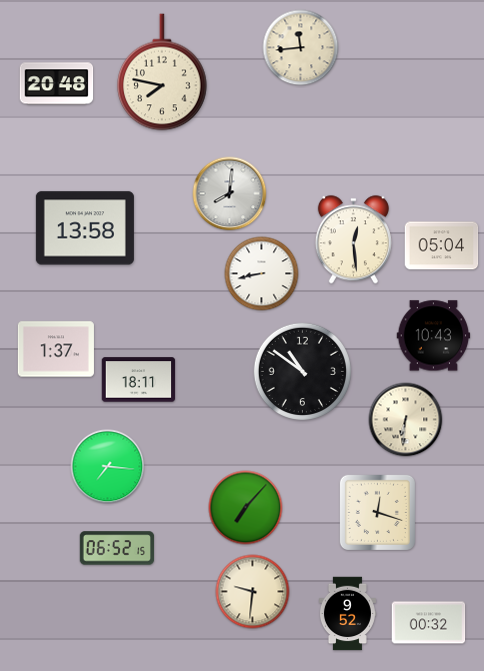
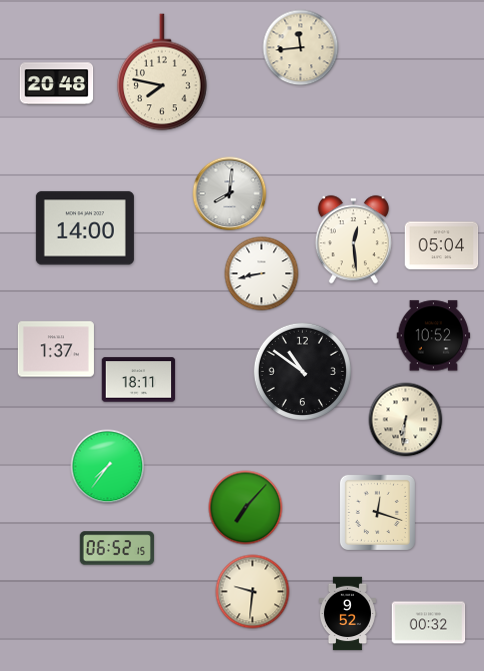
clock at (85, 228): 13:58 -> 14:00
clock at (434, 336): 10:43 -> 10:52
clock at (108, 467): 7:16 -> 7:36
